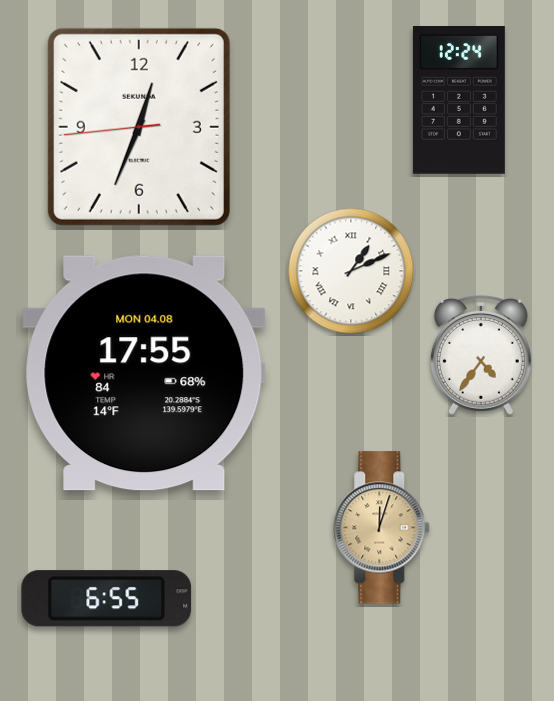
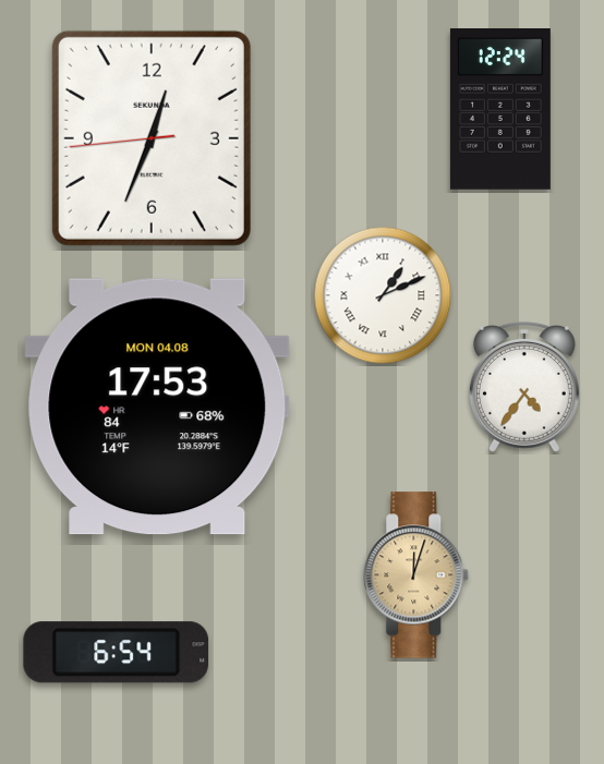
clock at (144, 373): 17:55 -> 17:53
clock at (107, 599): 6:55 -> 6:54
